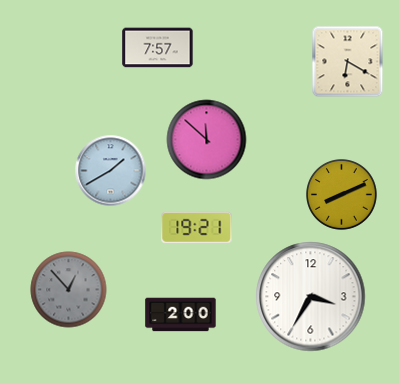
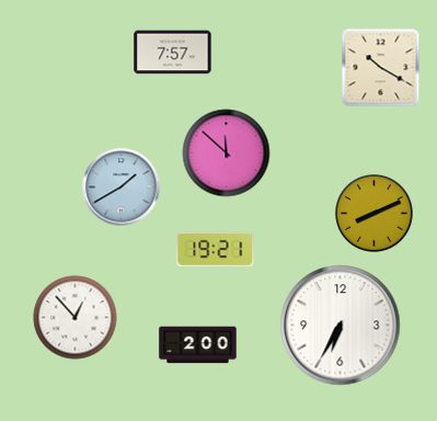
clock at (348, 62): 6:20 -> 10:20
clock at (69, 290) dial: grey -> white
clock at (311, 297): 3:35 -> 6:35
